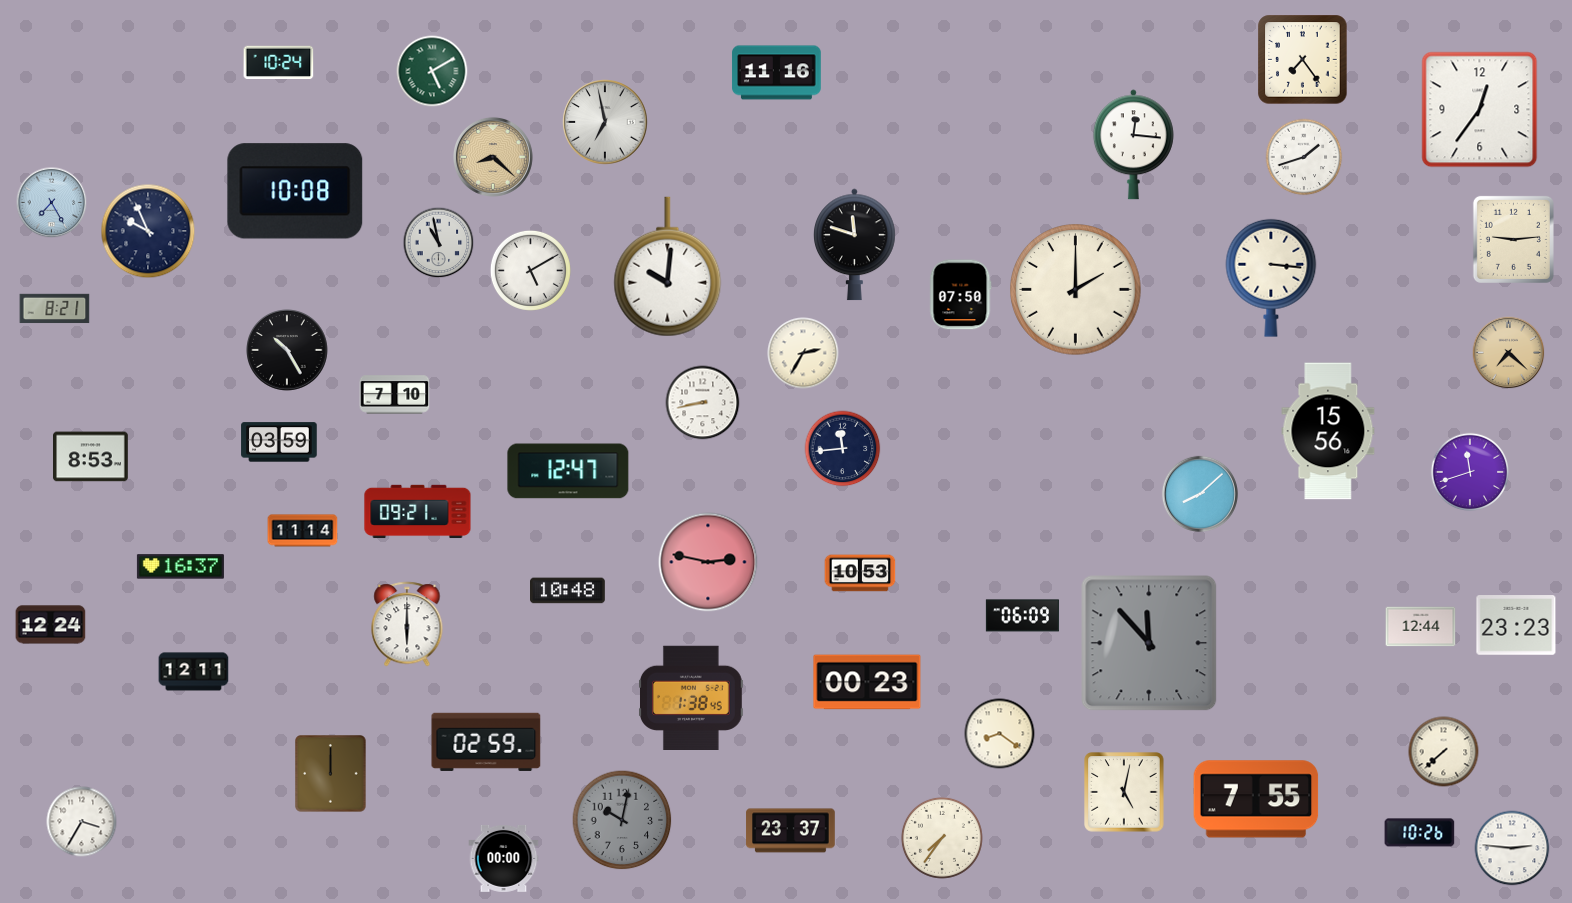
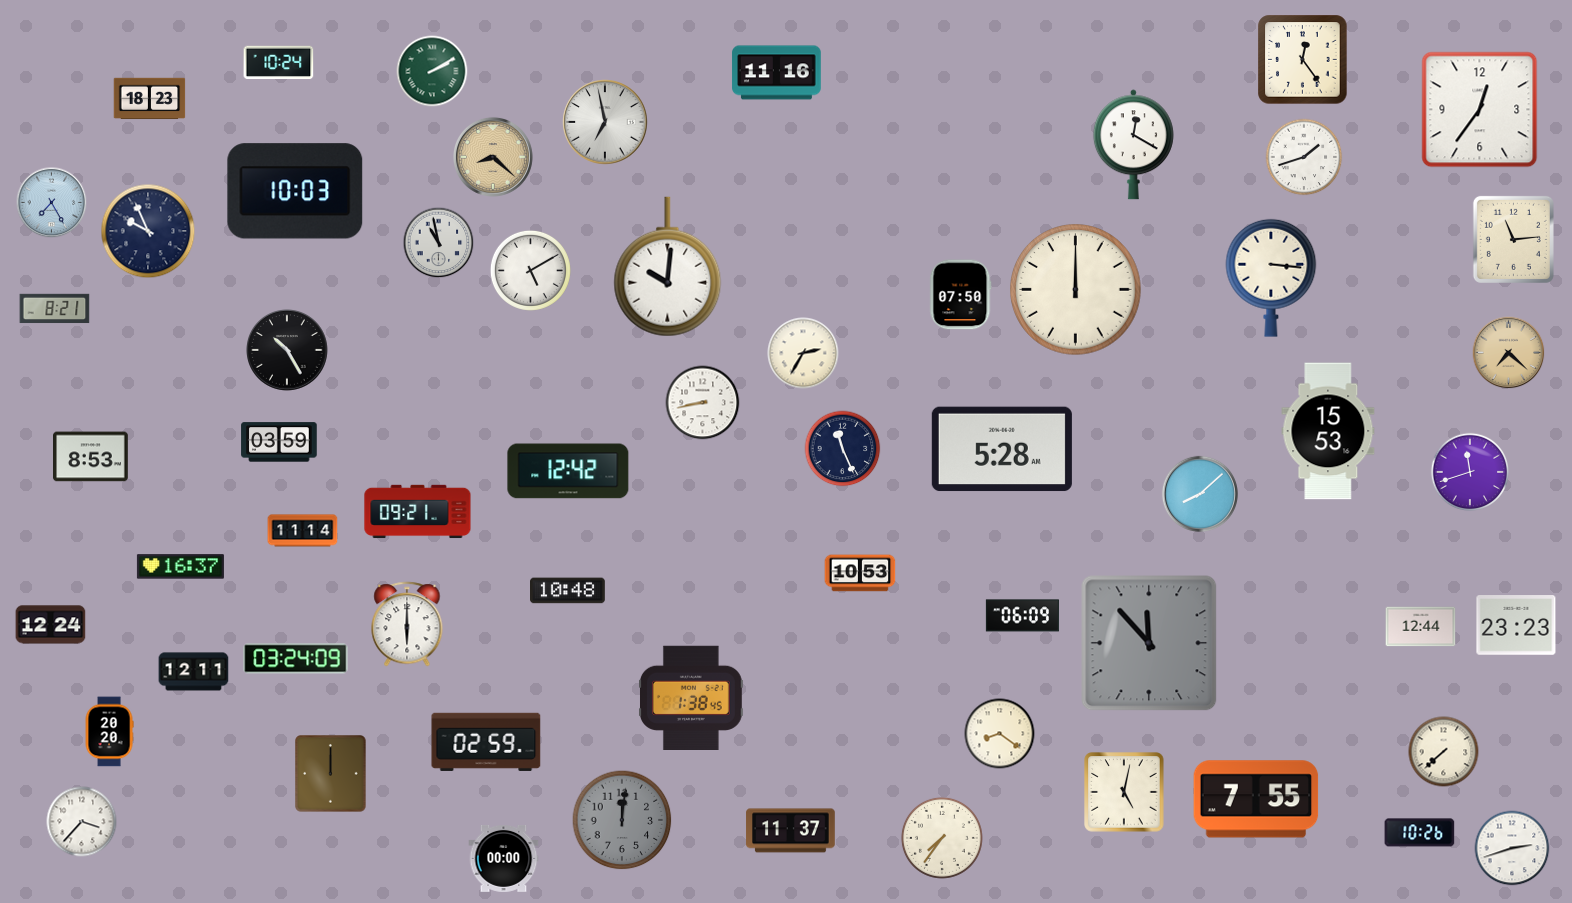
clock at (1303, 60): 7:24 -> 12:24
clock at (432, 71): 5:10 -> 2:10
clock at (150, 99): none -> 18:23
clock at (1133, 145): 12:16 -> 12:20
clock at (295, 191): 10:08 -> 10:03
clock at (1513, 239): 9:14 -> 11:14
clock at (855, 245): 11:48 -> none
clock at (1076, 290): 2:00 -> 12:00
clock at (395, 395): 7:10 -> none
clock at (1328, 431): 15:56 -> 15:53
clock at (843, 449): 11:44 -> 11:26
clock at (1002, 449): none -> 5:28
clock at (568, 471): 12:47 -> 12:42
clock at (708, 562): 2:47 -> none
clock at (296, 659): none -> 03:24
clock at (867, 682): 00:23 -> none
clock at (109, 732): none -> 20:20
clock at (622, 820): 10:02 -> 12:01
clock at (82, 822): 3:35 -> 3:37
clock at (791, 831): 23:37 -> 11:37
clock at (1512, 848): 2:46 -> 2:42
